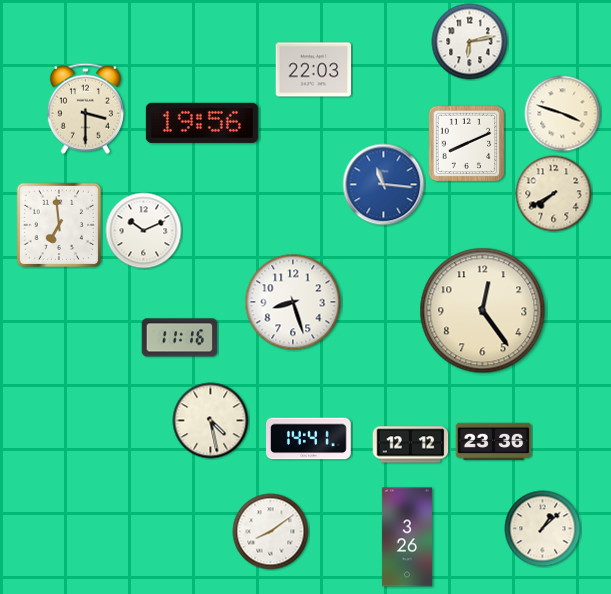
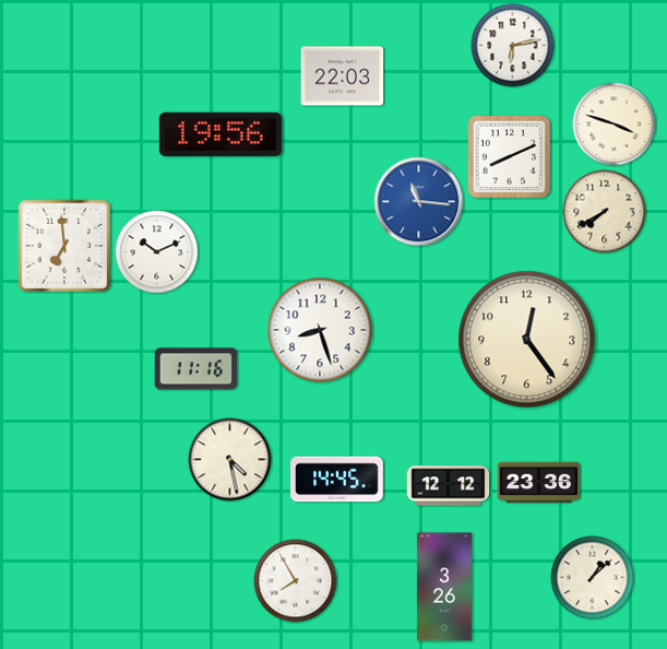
clock at (85, 108): 3:30 -> none
clock at (309, 439): 14:41 -> 14:45
clock at (271, 532): 8:09 -> 7:55
